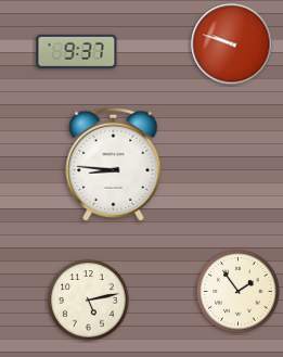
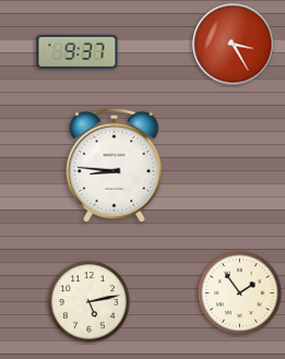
clock at (232, 44): 9:48 -> 3:25
